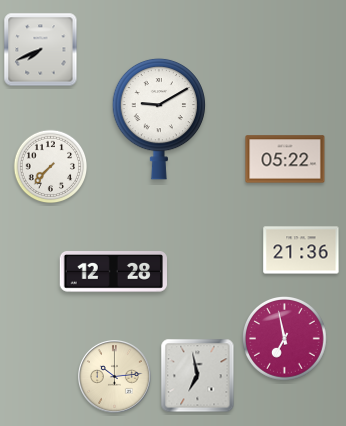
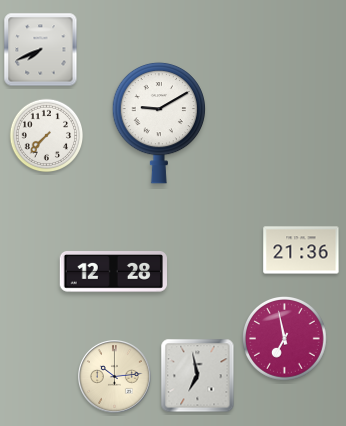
clock at (158, 119) position: (158, 119) -> (158, 123)
clock at (285, 159): 05:22 -> none
clock at (51, 167) position: (51, 167) -> (47, 136)
